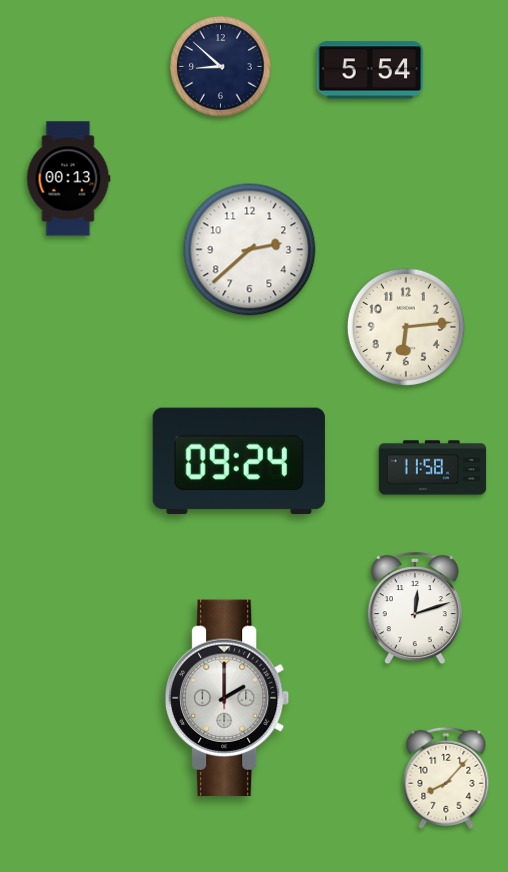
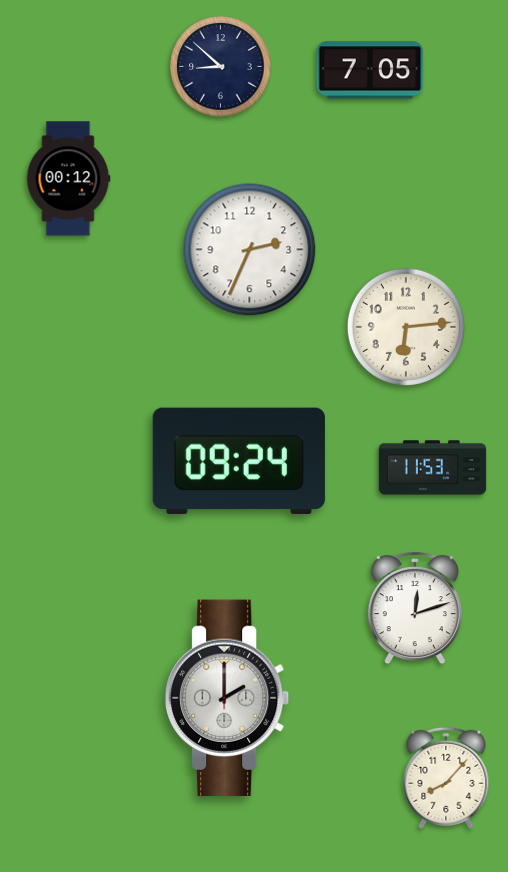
clock at (370, 70): 5:54 -> 7:05
clock at (68, 179): 00:13 -> 00:12
clock at (250, 250): 2:38 -> 2:34
clock at (433, 468): 11:58 -> 11:53
